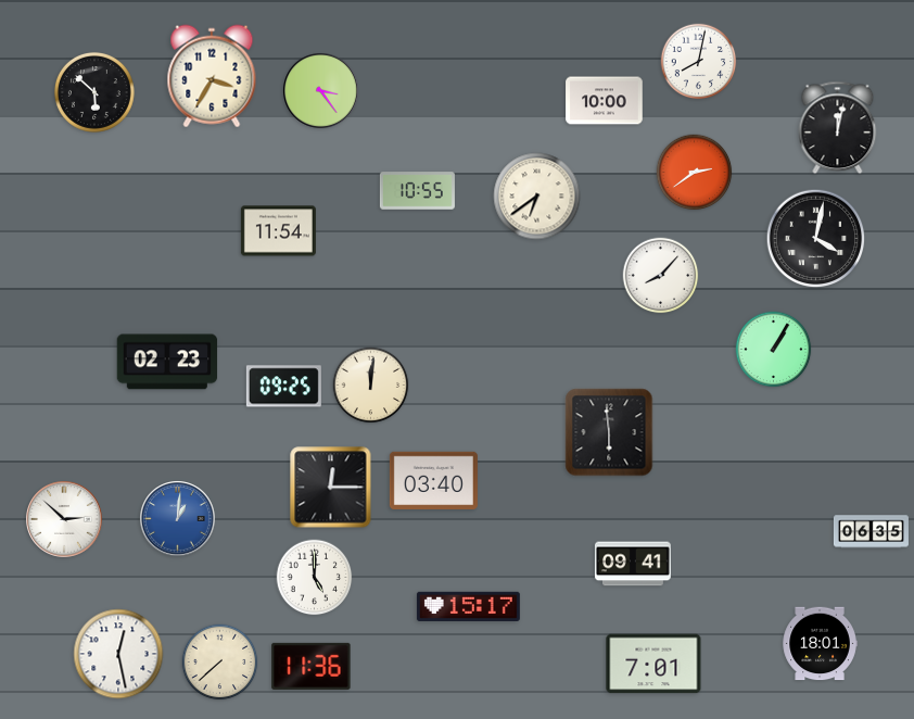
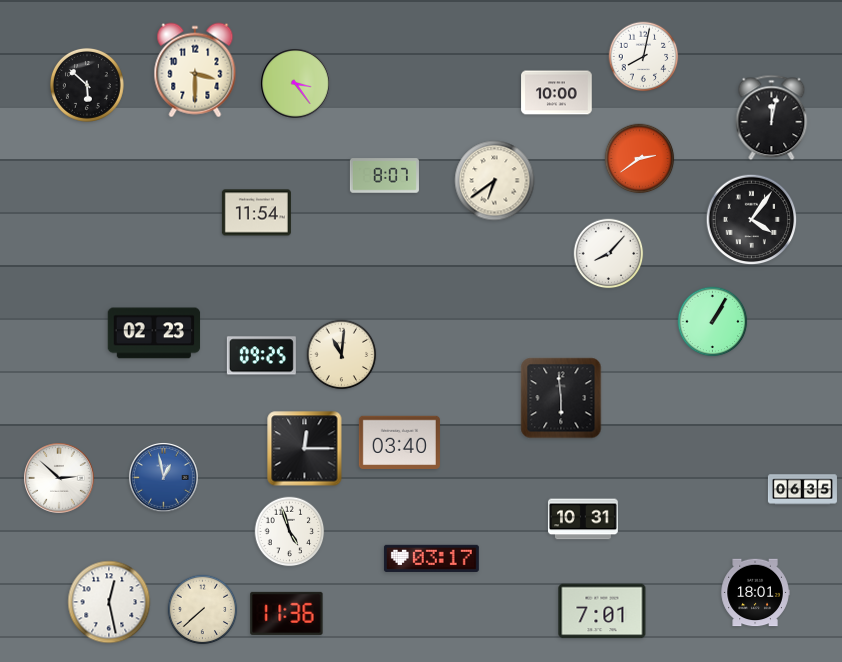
clock at (212, 76): 3:35 -> 3:30
clock at (417, 191): 10:55 -> 8:07
clock at (816, 239): 4:02 -> 4:06
clock at (371, 386): 12:01 -> 11:01
clock at (178, 519): 1:01 -> 12:58
clock at (633, 564): 09:41 -> 10:31
clock at (315, 578): 5:00 -> 4:57
clock at (468, 606): 15:17 -> 03:17
